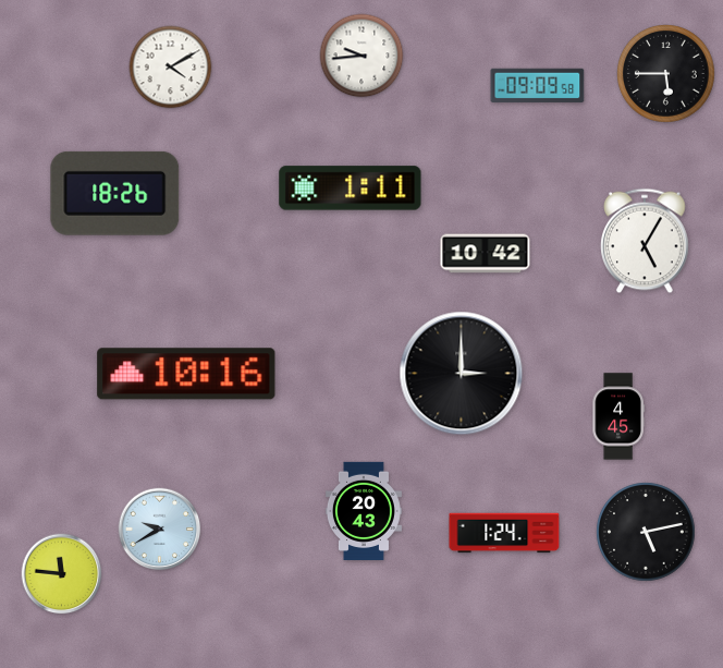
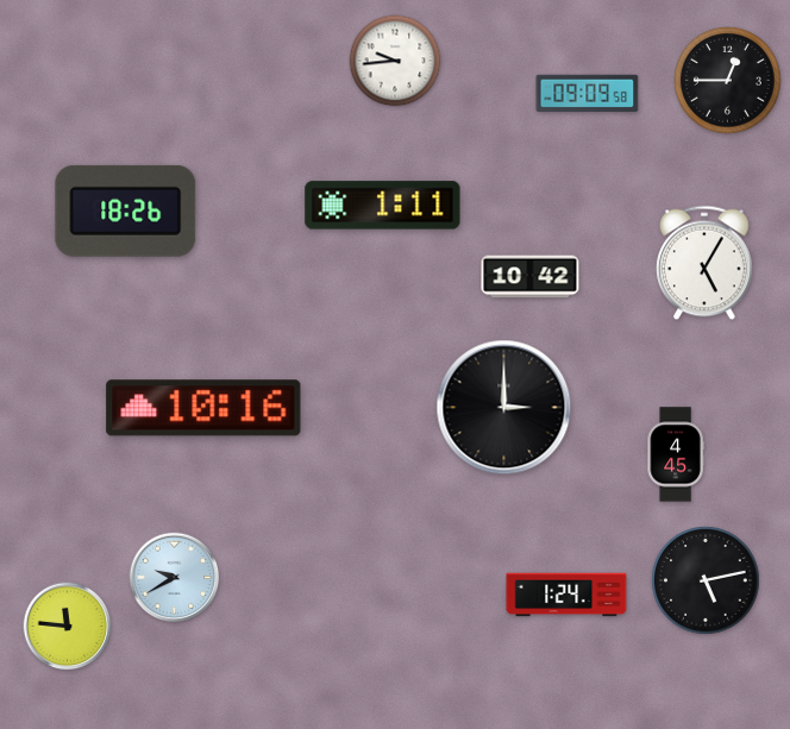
clock at (171, 68): 4:10 -> none
clock at (666, 74): 5:45 -> 12:45
clock at (364, 511): 20:43 -> none
clock at (504, 533) position: (504, 533) -> (566, 595)
